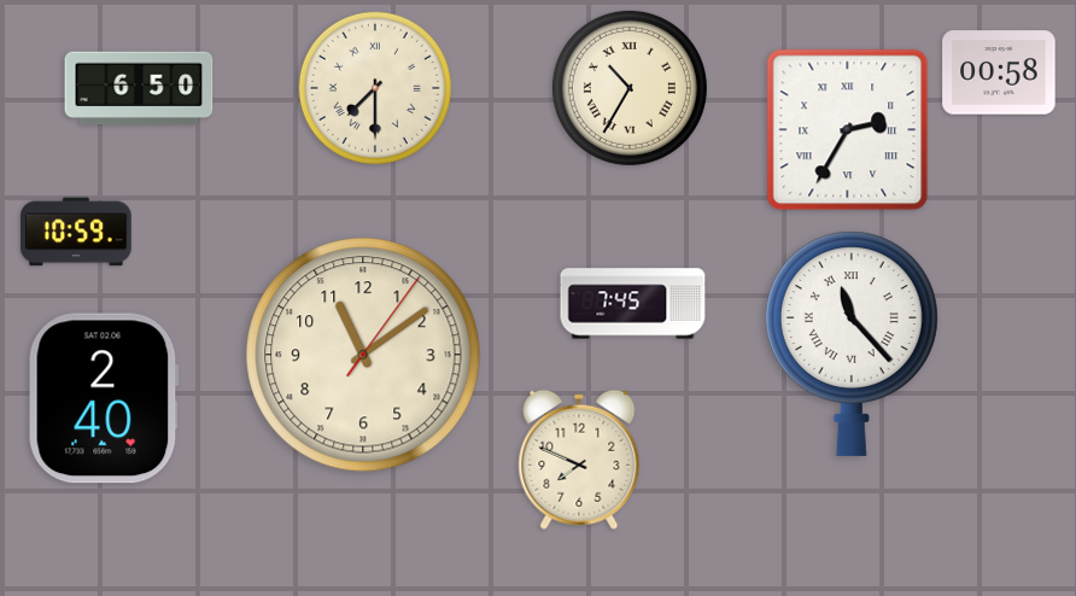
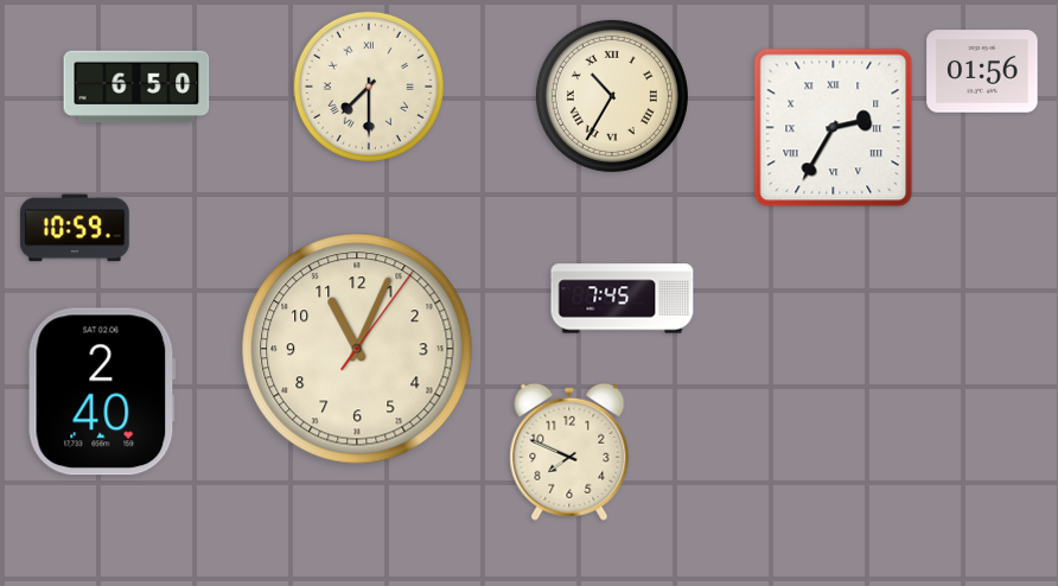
clock at (999, 72): 00:58 -> 01:56
clock at (630, 88) position: (630, 88) -> (612, 96)
clock at (852, 344): 11:23 -> none
clock at (363, 355): 11:09 -> 11:04
